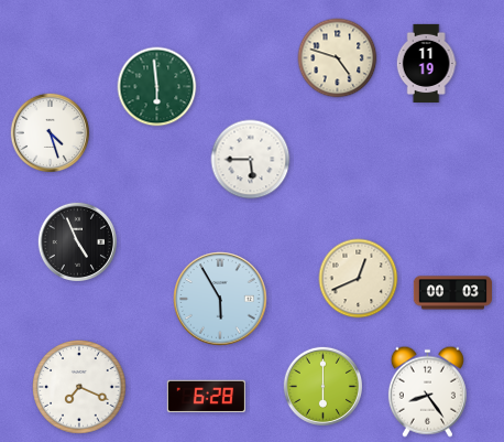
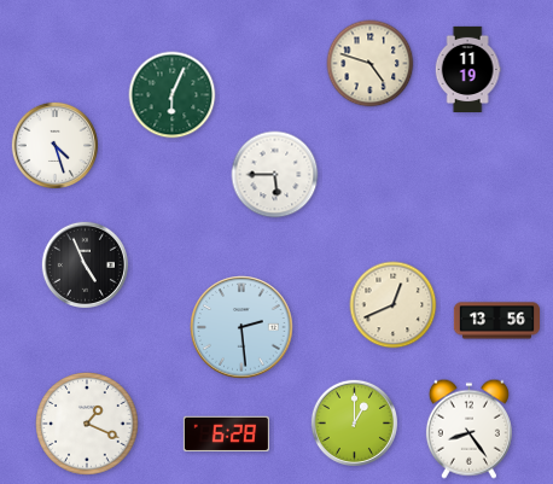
clock at (157, 87): 5:59 -> 6:04
clock at (452, 293): 00:03 -> 13:56
clock at (220, 299): 5:55 -> 2:29
clock at (322, 386): 6:00 -> 1:00
clock at (79, 387): 7:19 -> 1:19
